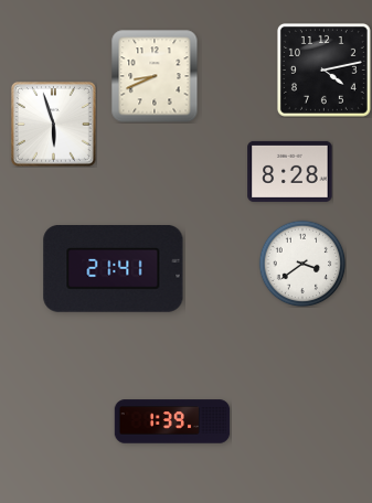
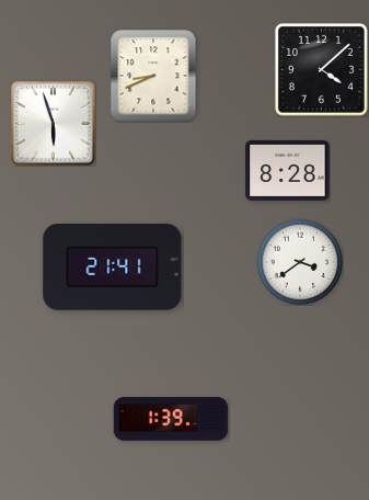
clock at (323, 69): 4:13 -> 4:08
